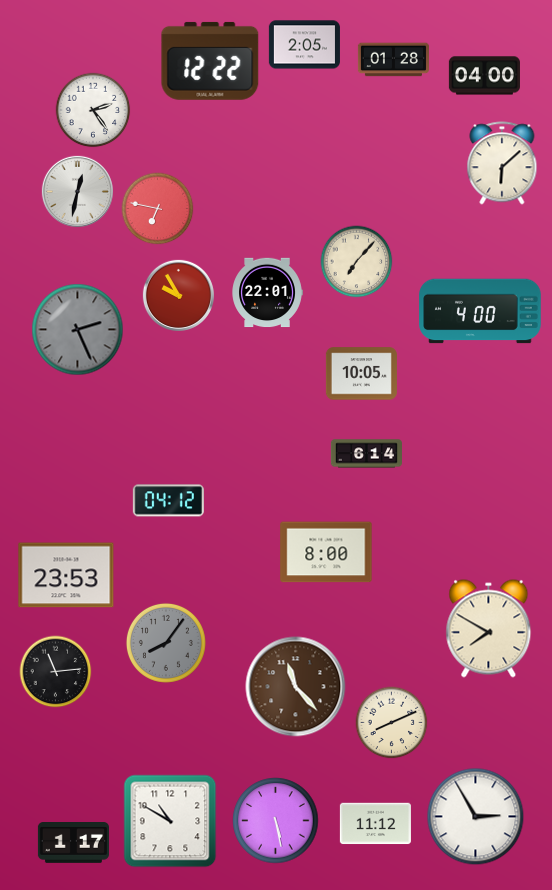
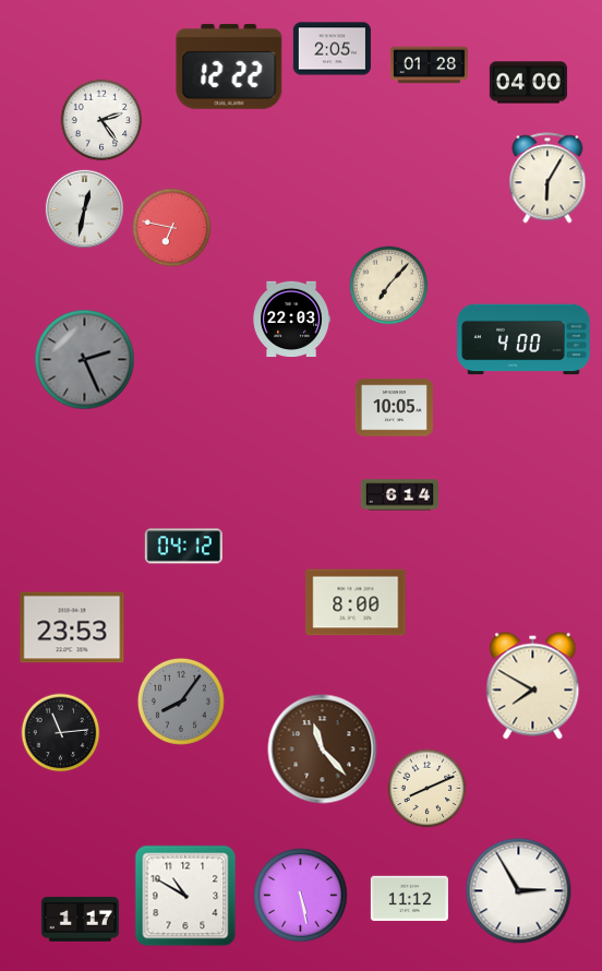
clock at (502, 163): 6:08 -> 6:05
clock at (267, 293): 22:01 -> 22:03
clock at (178, 295): 9:55 -> none
